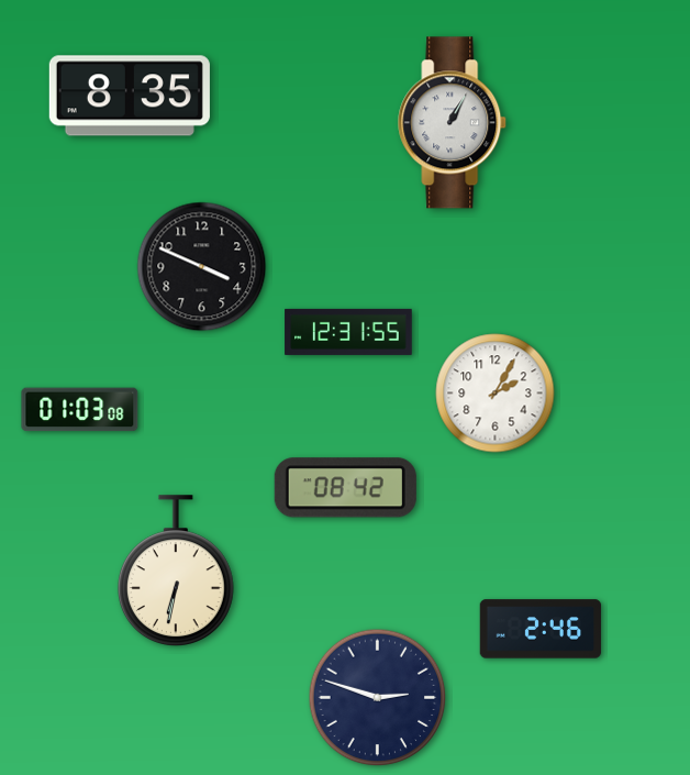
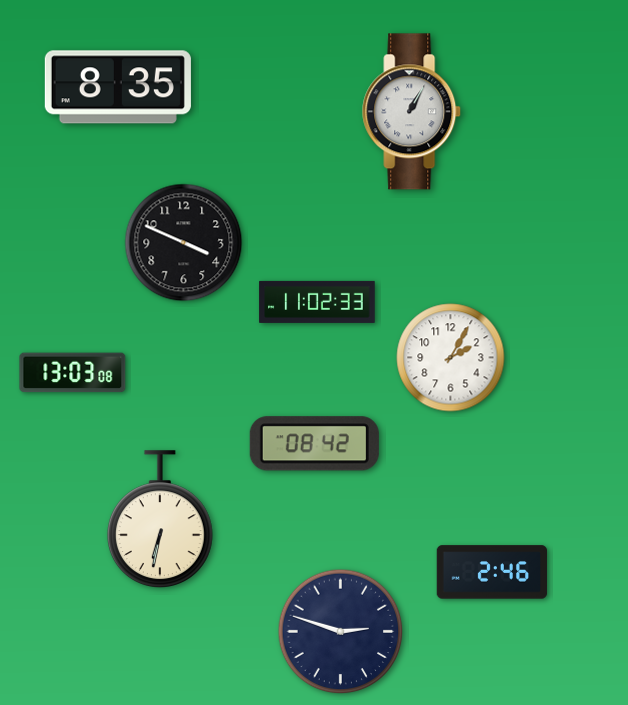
clock at (348, 332): 12:31 -> 11:02
clock at (80, 410): 01:03 -> 13:03
clock at (378, 698) position: (378, 698) -> (341, 632)
